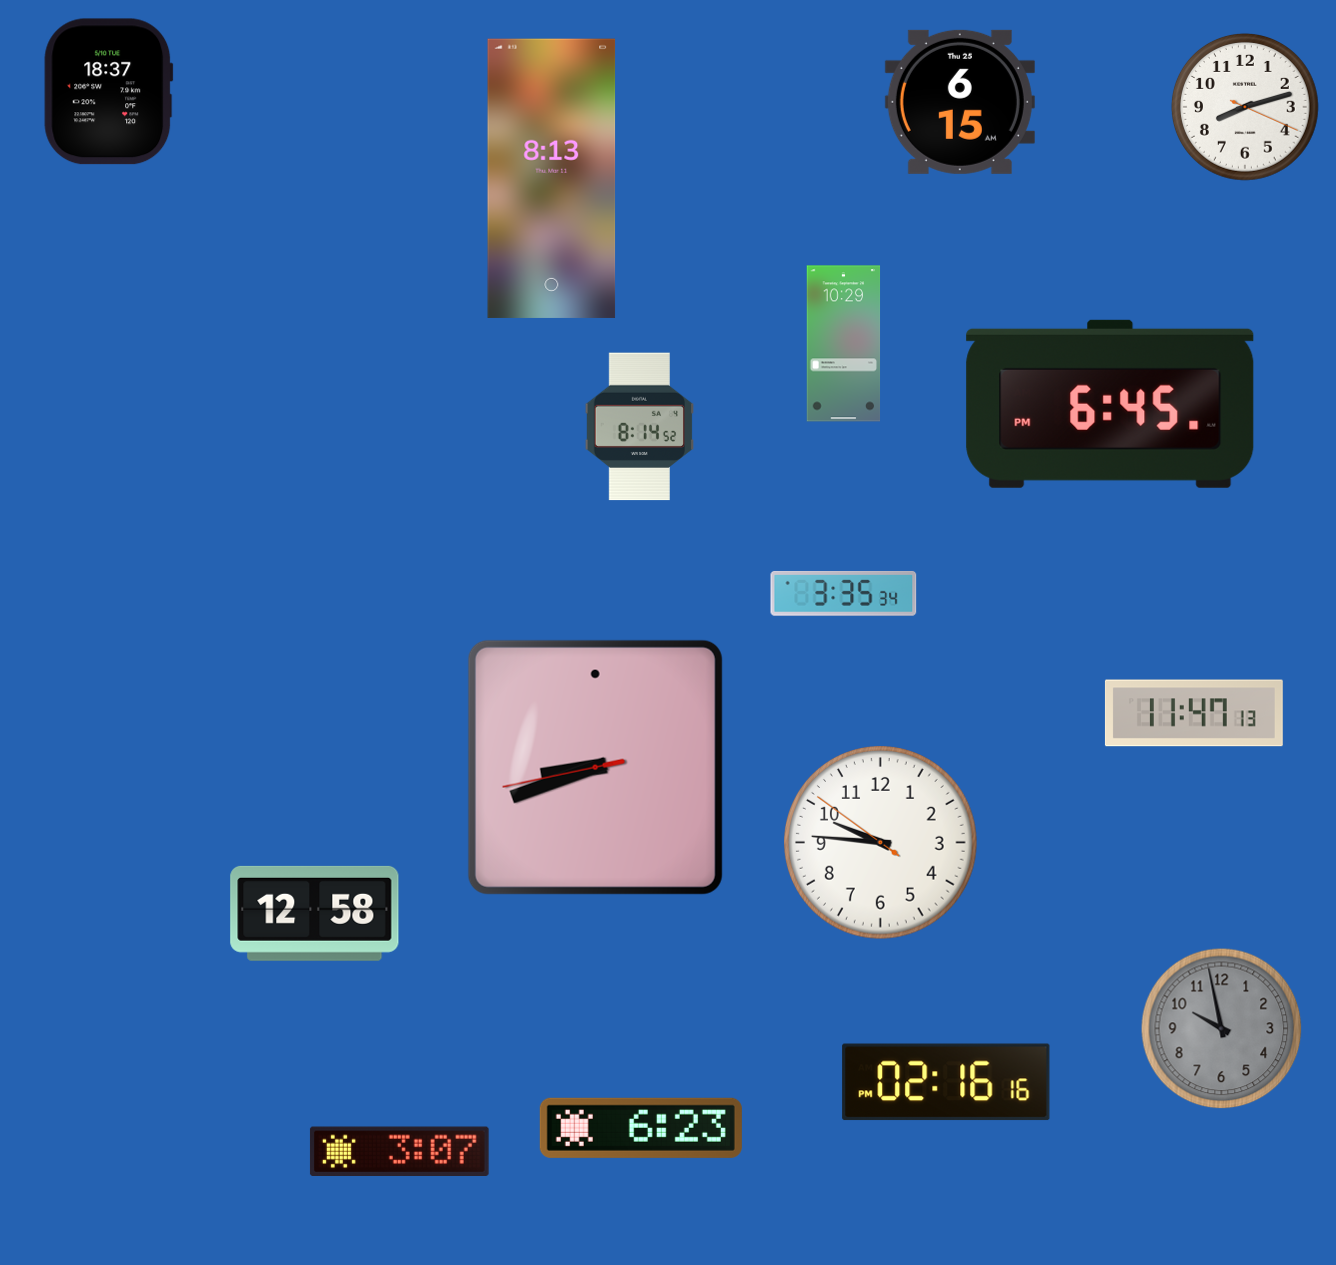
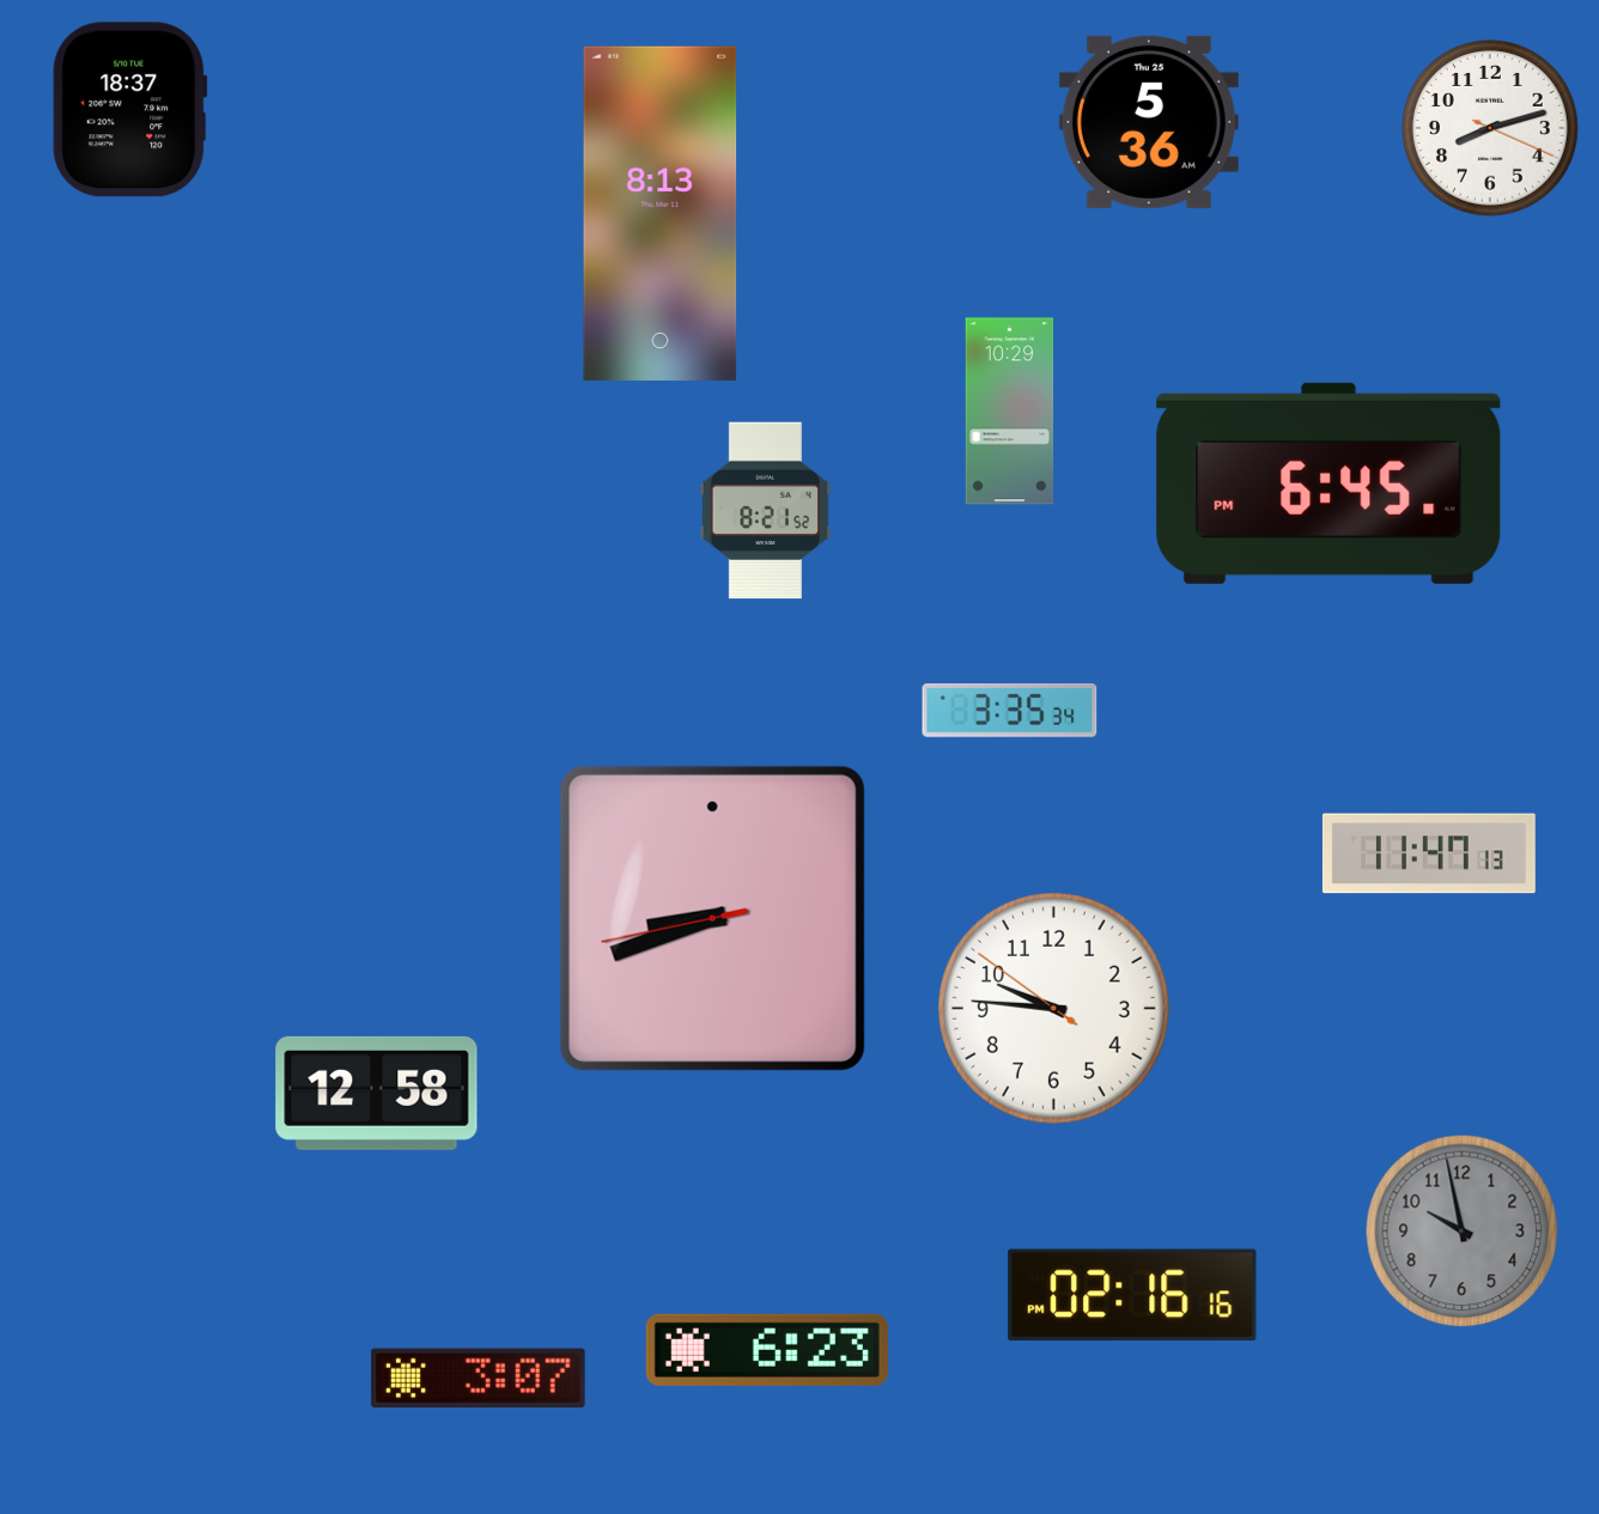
clock at (960, 102): 6:15 -> 5:36
clock at (639, 427): 8:14 -> 8:21
